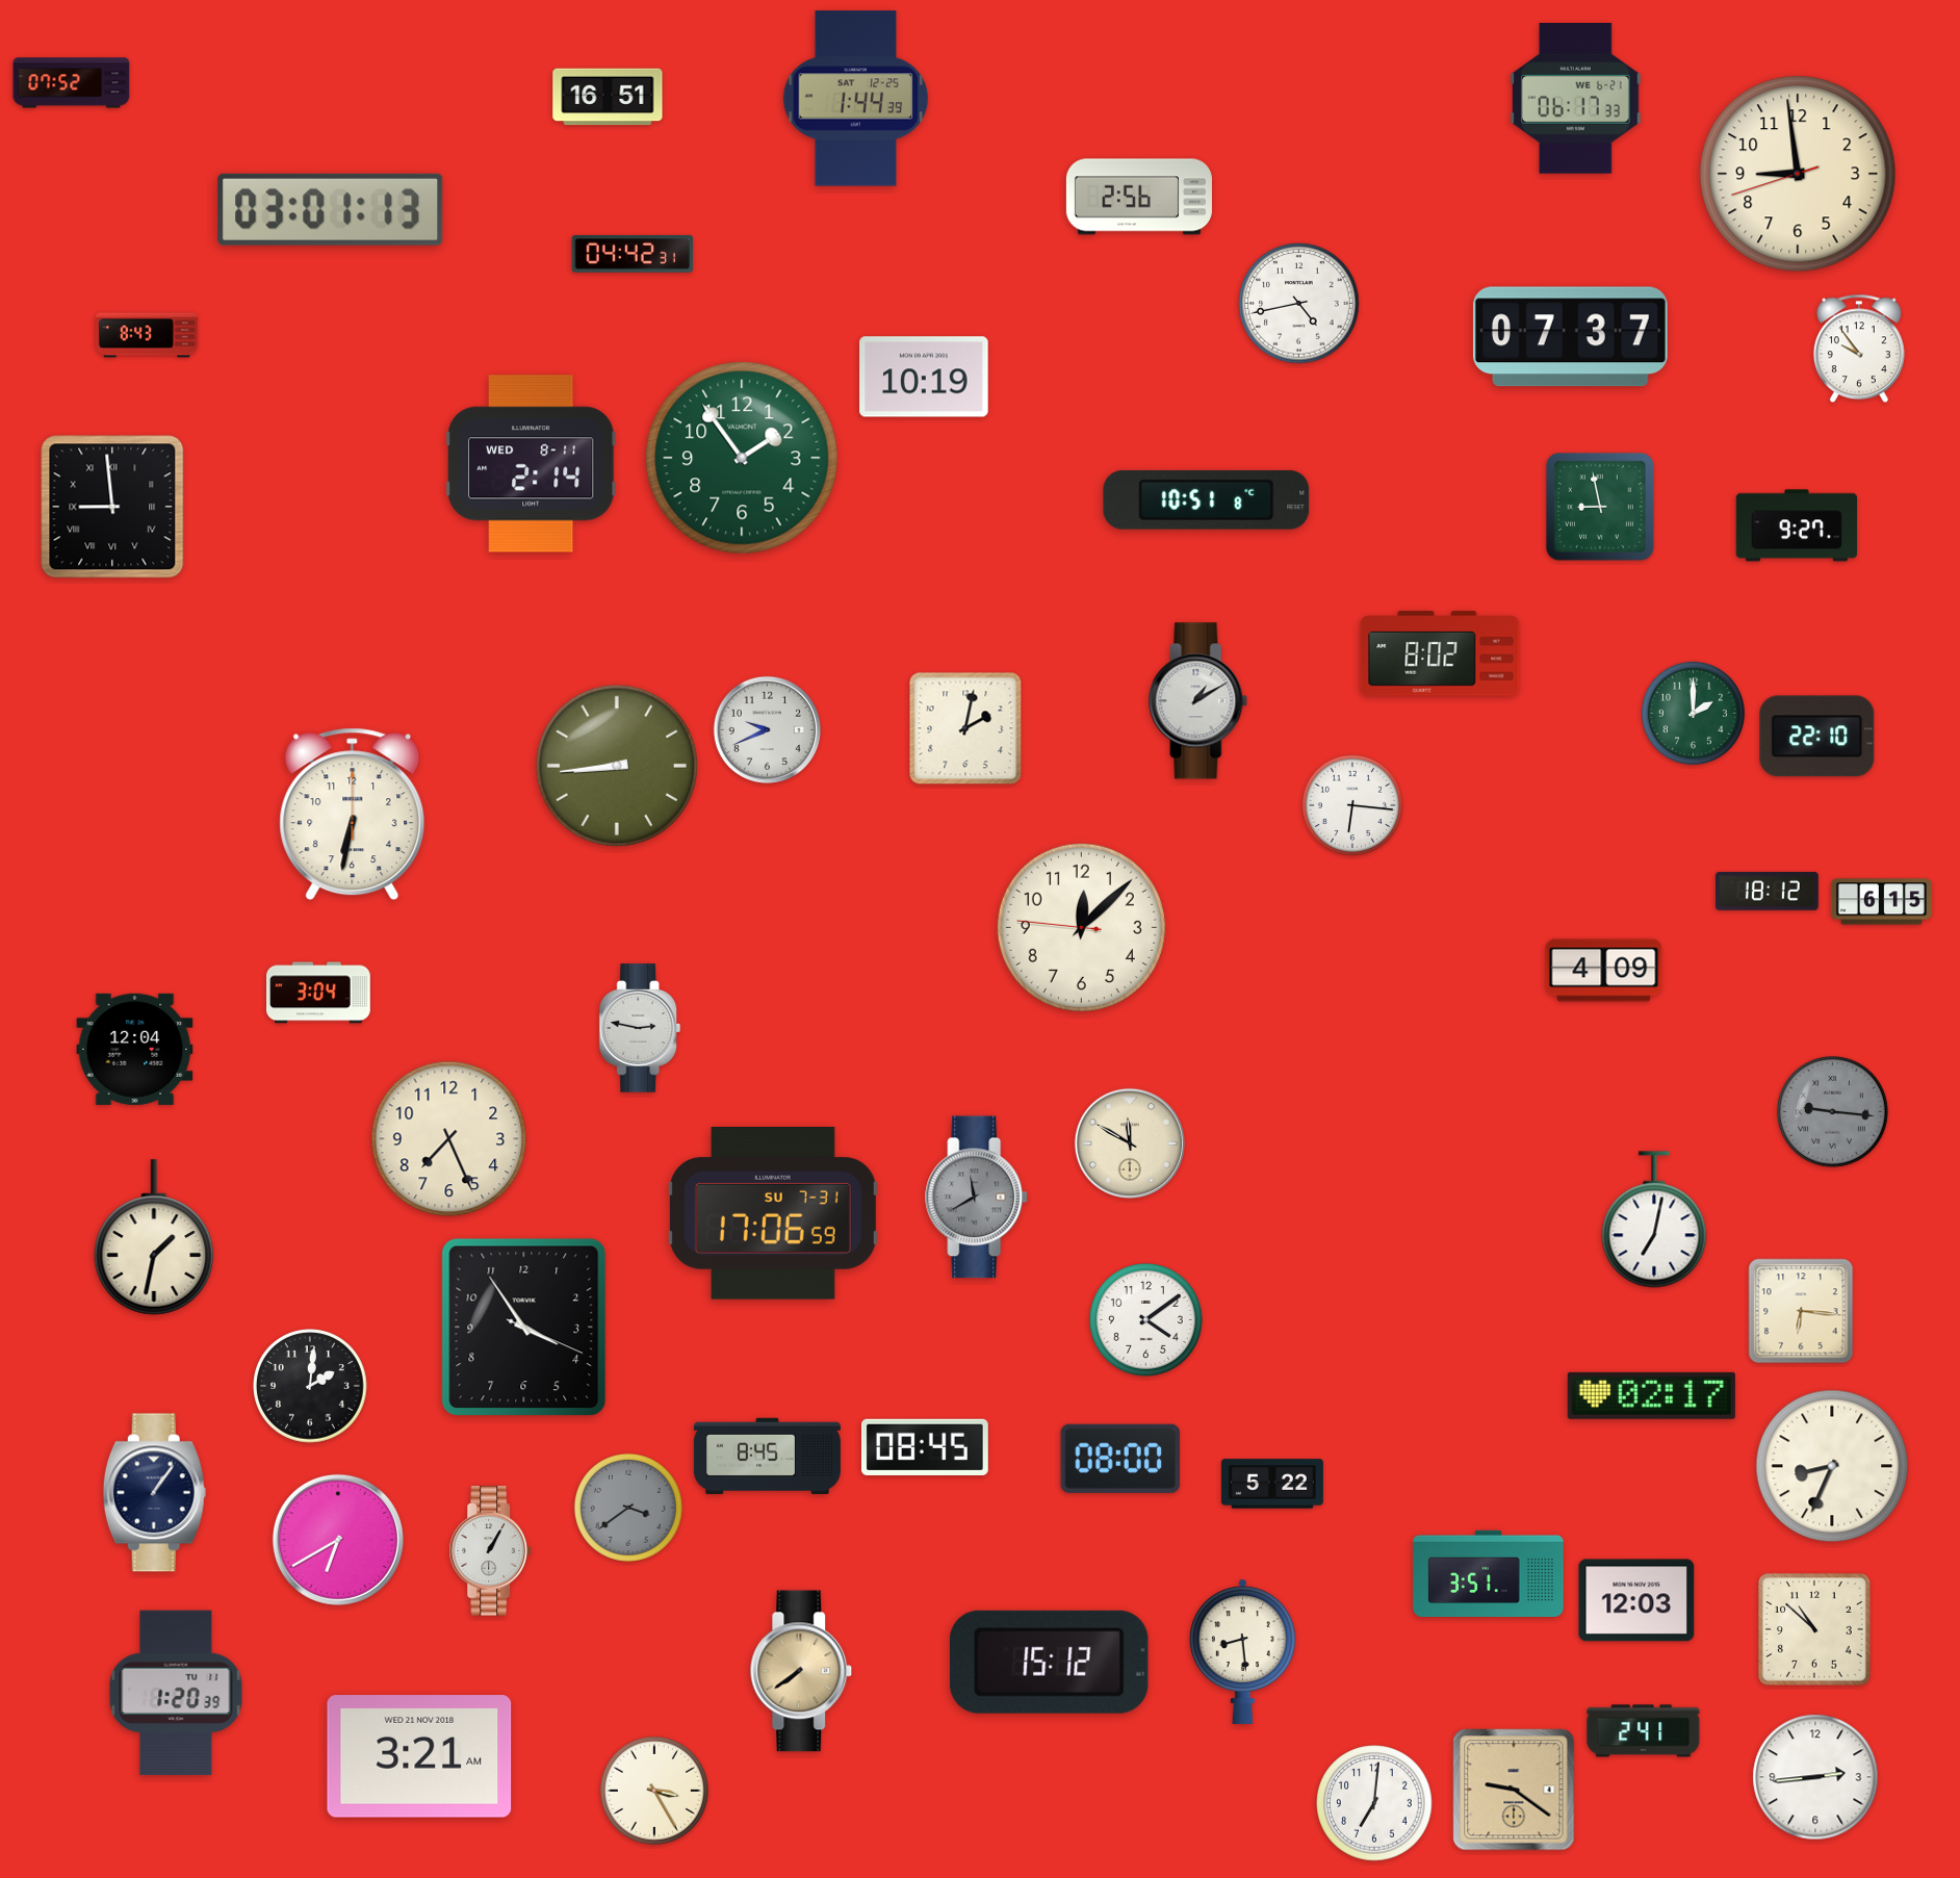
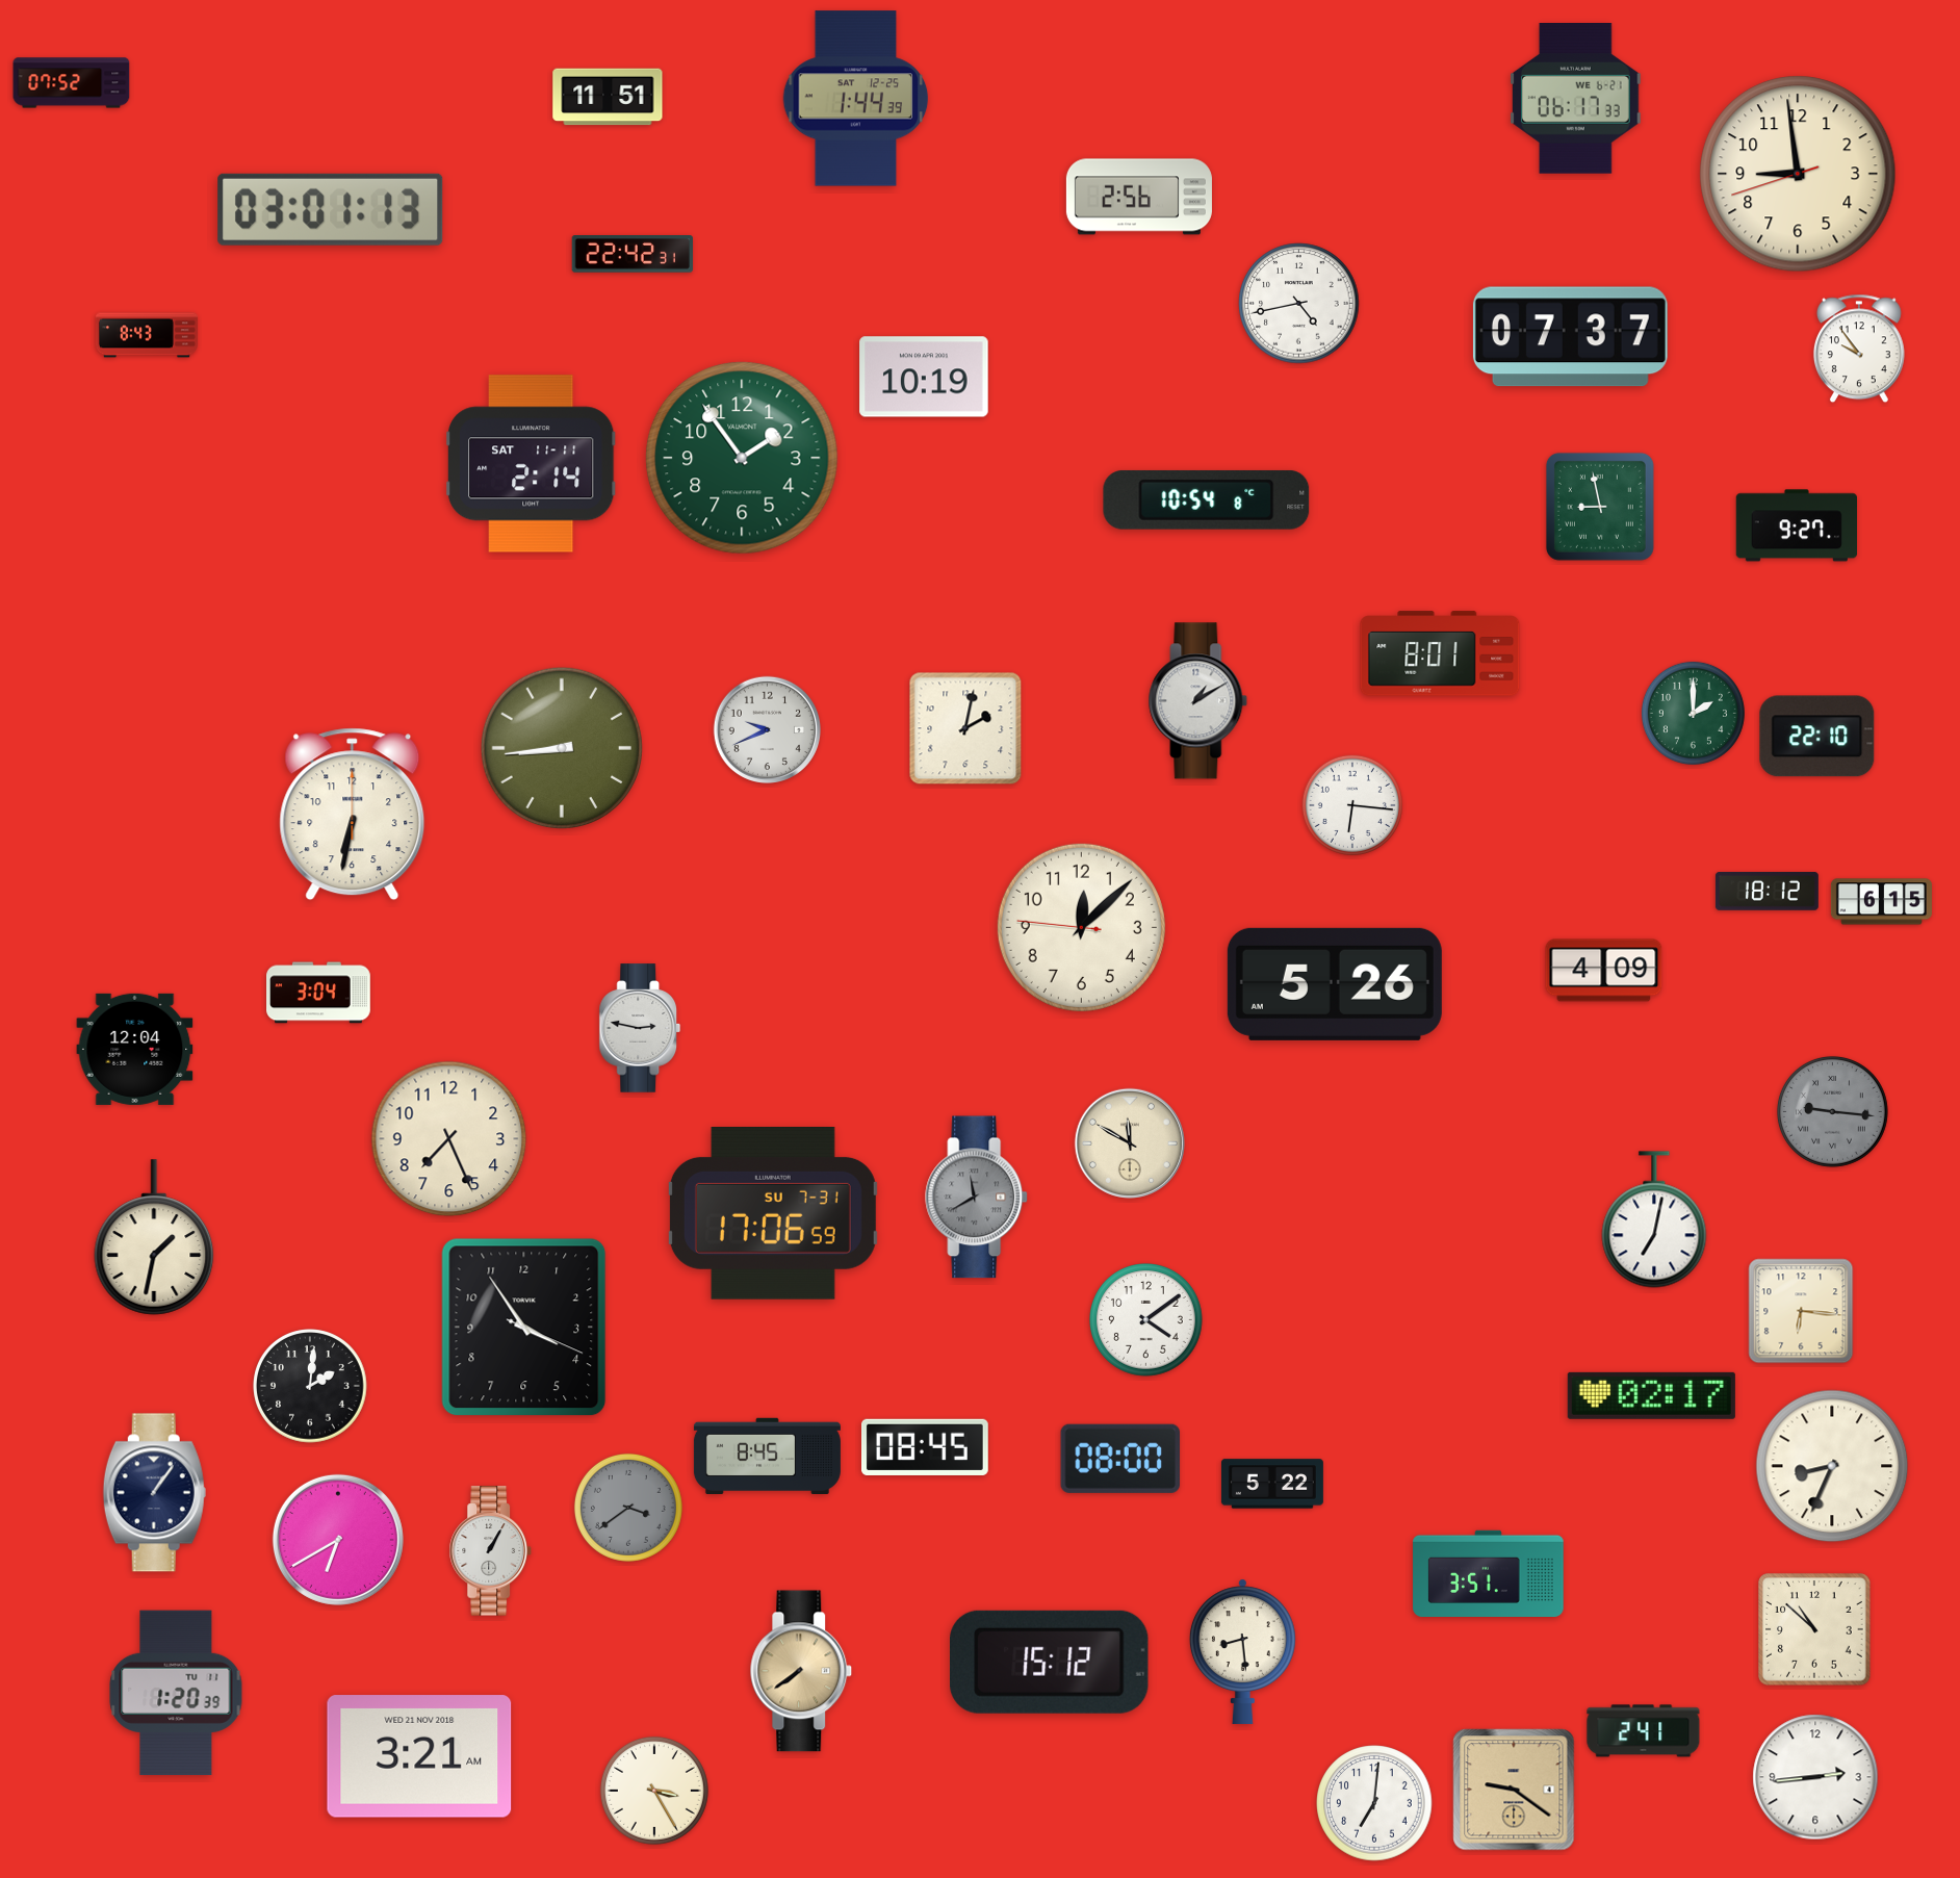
clock at (608, 97): 16:51 -> 11:51
clock at (633, 254): 04:42 -> 22:42
clock at (531, 464) date: WED 8-11 -> SAT 11-11
clock at (1207, 499): 10:51 -> 10:54
clock at (112, 507): 8:59 -> none
clock at (1440, 653): 8:02 -> 8:01
clock at (616, 765) position: (616, 765) -> (561, 747)
clock at (1335, 984): none -> 5:26
clock at (1636, 1600): 12:03 -> none
